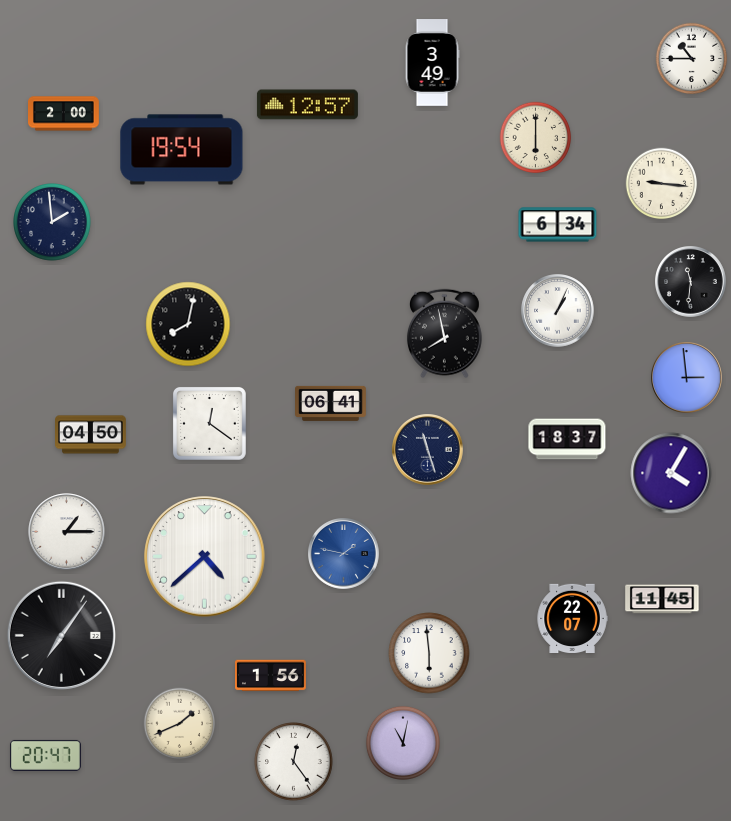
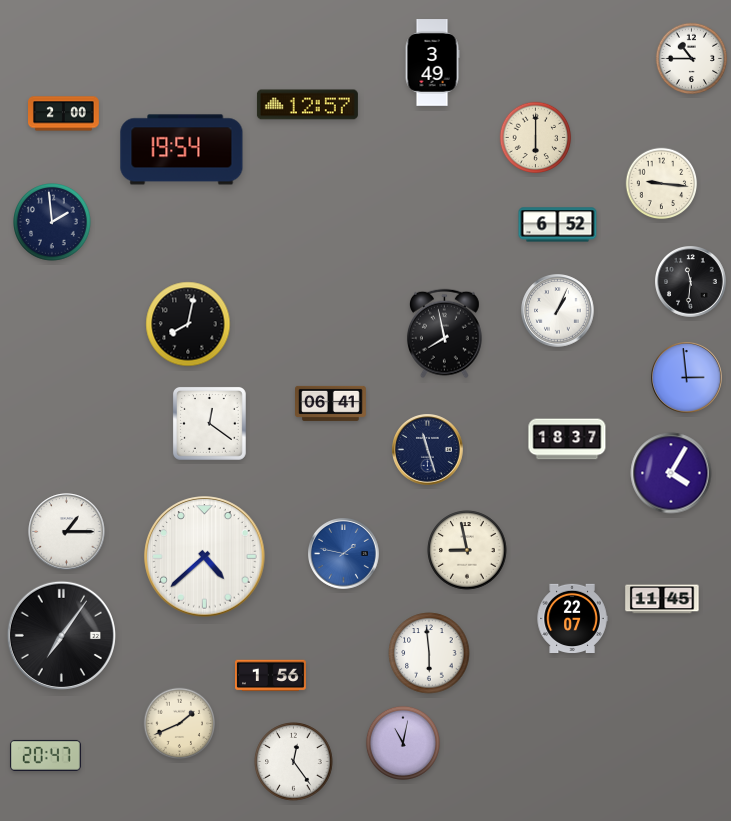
clock at (558, 225): 6:34 -> 6:52
clock at (91, 435): 04:50 -> none
clock at (467, 550): none -> 8:58
